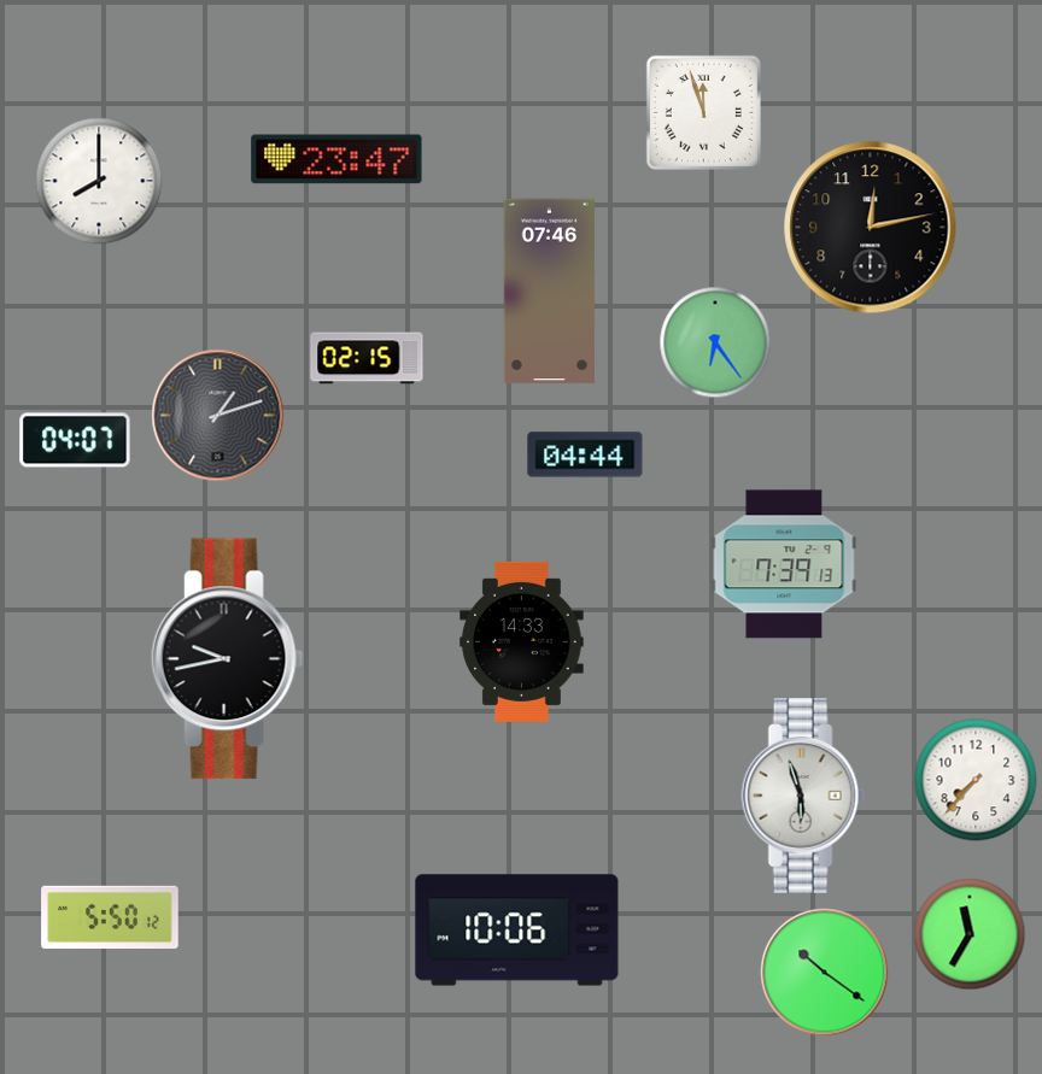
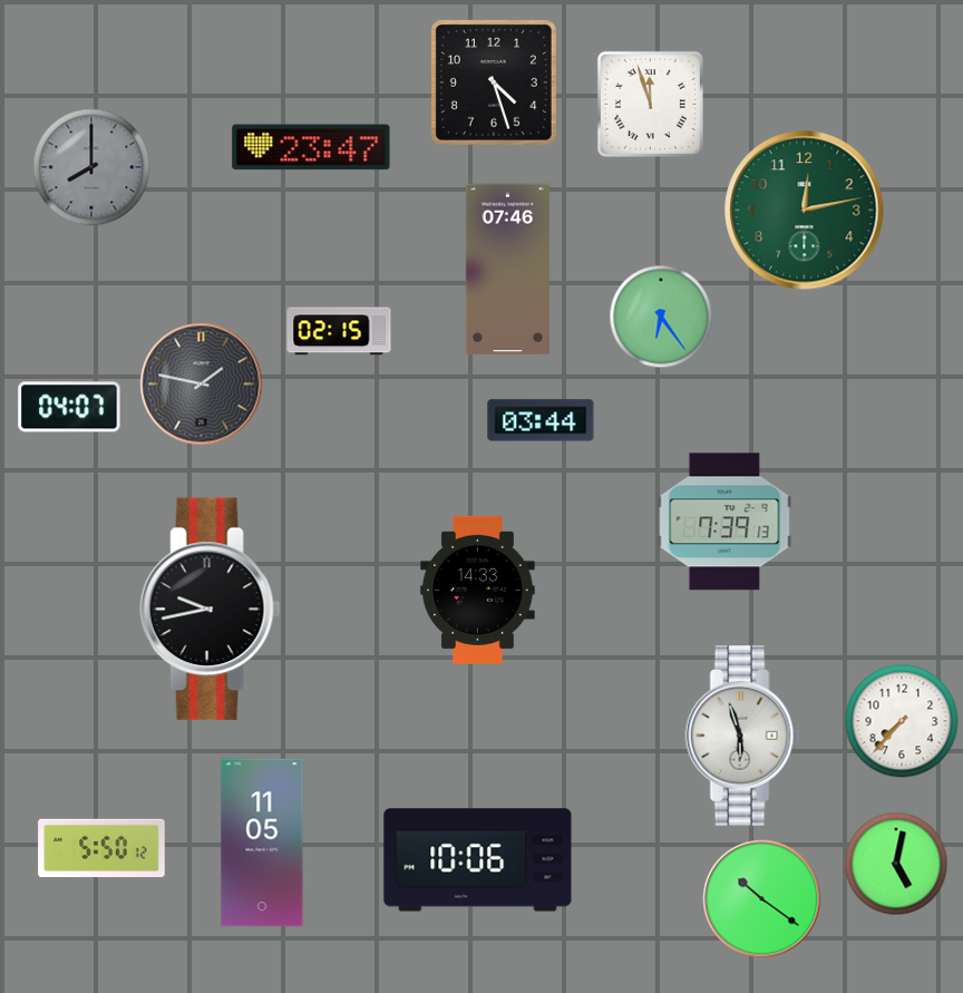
clock at (494, 82): none -> 4:27
clock at (99, 181) dial: white -> grey
clock at (871, 228) dial: black -> green
clock at (218, 416): 1:12 -> 1:47
clock at (585, 454): 04:44 -> 03:44
clock at (522, 641) position: (522, 641) -> (478, 590)
clock at (262, 843): none -> 11:05
clock at (970, 934): 11:35 -> 5:02
